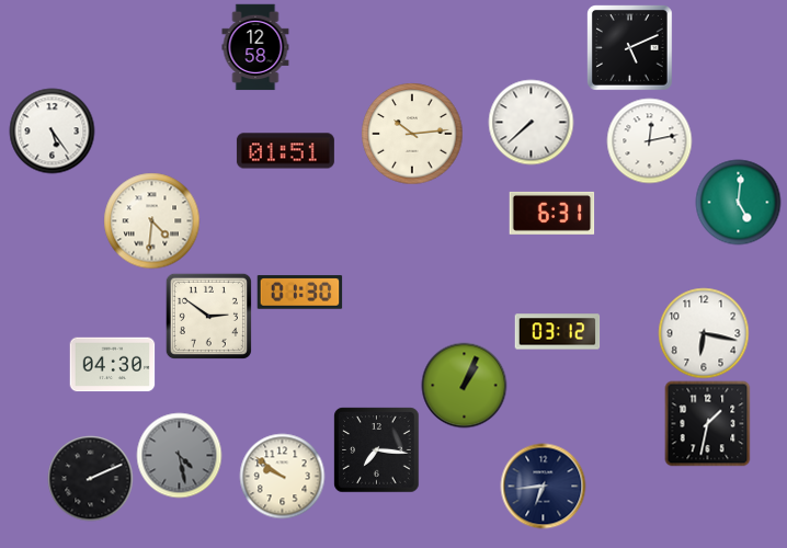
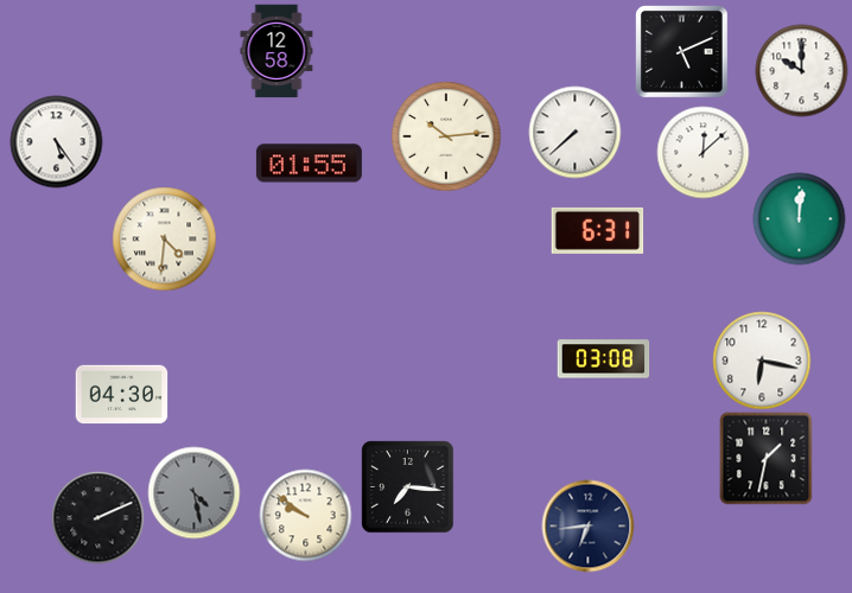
clock at (801, 70): none -> 10:00
clock at (412, 134) position: (412, 134) -> (446, 136)
clock at (649, 140): 12:13 -> 12:08
clock at (285, 151): 01:51 -> 01:55
clock at (738, 202): 5:01 -> 12:01
clock at (299, 293): 01:30 -> none
clock at (208, 316): 2:51 -> none
clock at (557, 332): 03:12 -> 03:08
clock at (464, 385): 1:04 -> none
